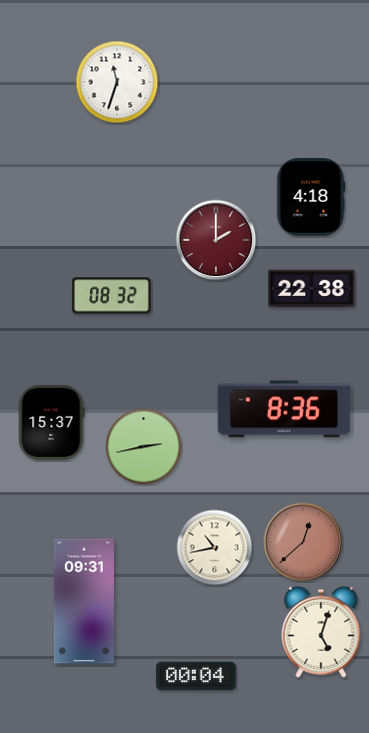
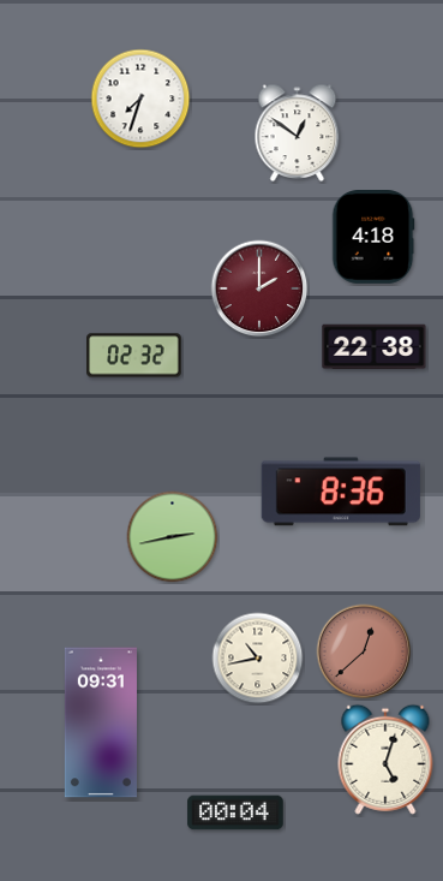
clock at (117, 82): 11:33 -> 7:33
clock at (298, 132): none -> 12:51
clock at (112, 296): 08:32 -> 02:32
clock at (51, 422): 15:37 -> none
